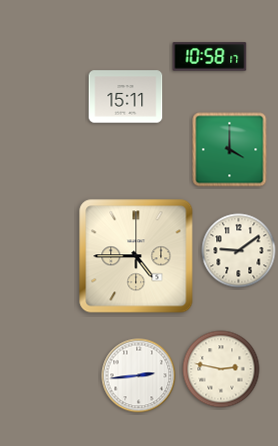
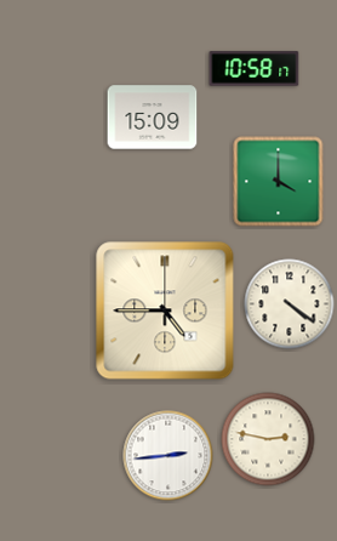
clock at (126, 97): 15:11 -> 15:09
clock at (239, 251): 9:09 -> 4:21
clock at (221, 369) position: (221, 369) -> (268, 439)
